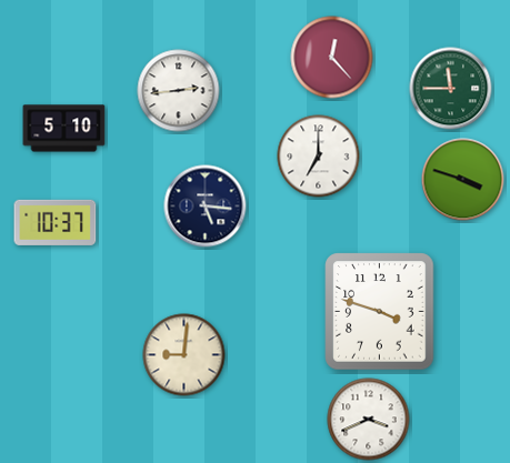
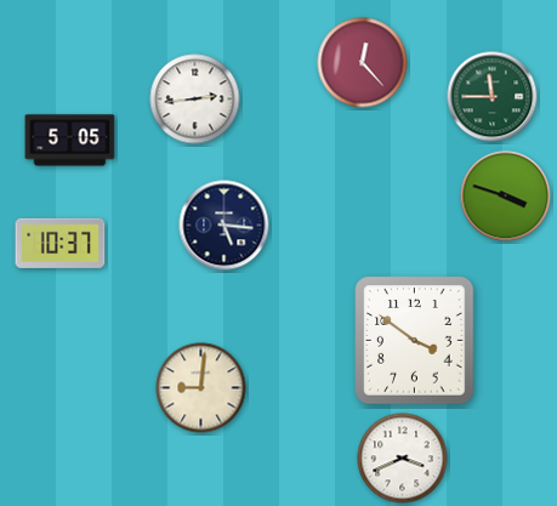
clock at (64, 129): 5:10 -> 5:05
clock at (319, 157): 7:00 -> none
clock at (380, 312): 3:48 -> 3:51
